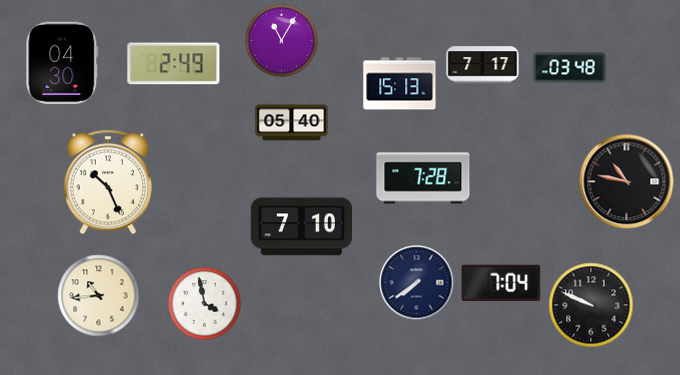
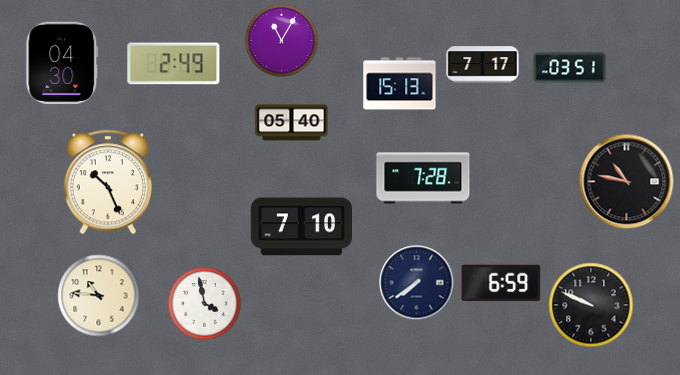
clock at (570, 68): 03:48 -> 03:51
clock at (501, 283): 7:04 -> 6:59
clock at (99, 296): 10:44 -> 10:46
